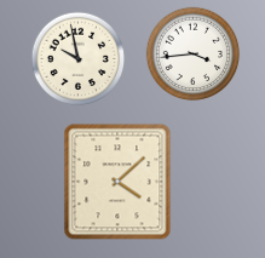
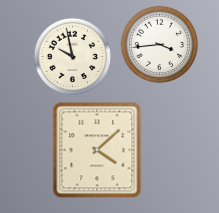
clock at (77, 58) position: (77, 58) -> (72, 56)
